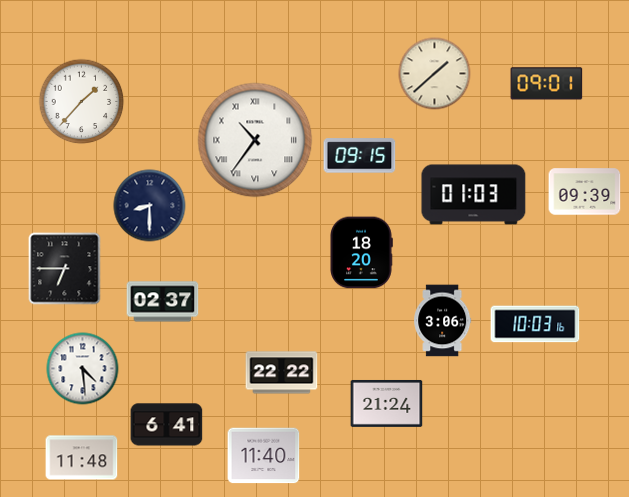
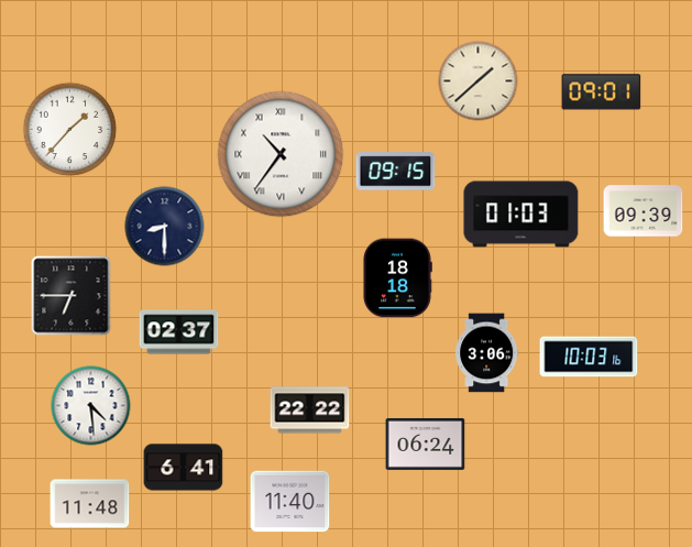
clock at (82, 102) position: (82, 102) -> (70, 130)
clock at (361, 253): 18:20 -> 18:18
clock at (387, 403): 21:24 -> 06:24
